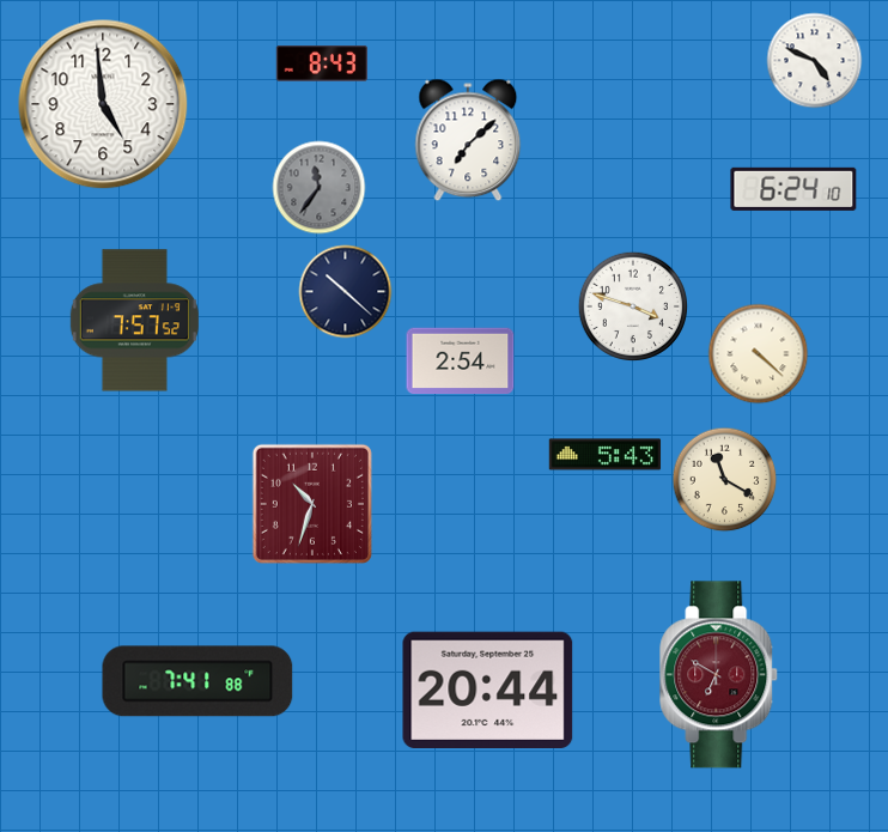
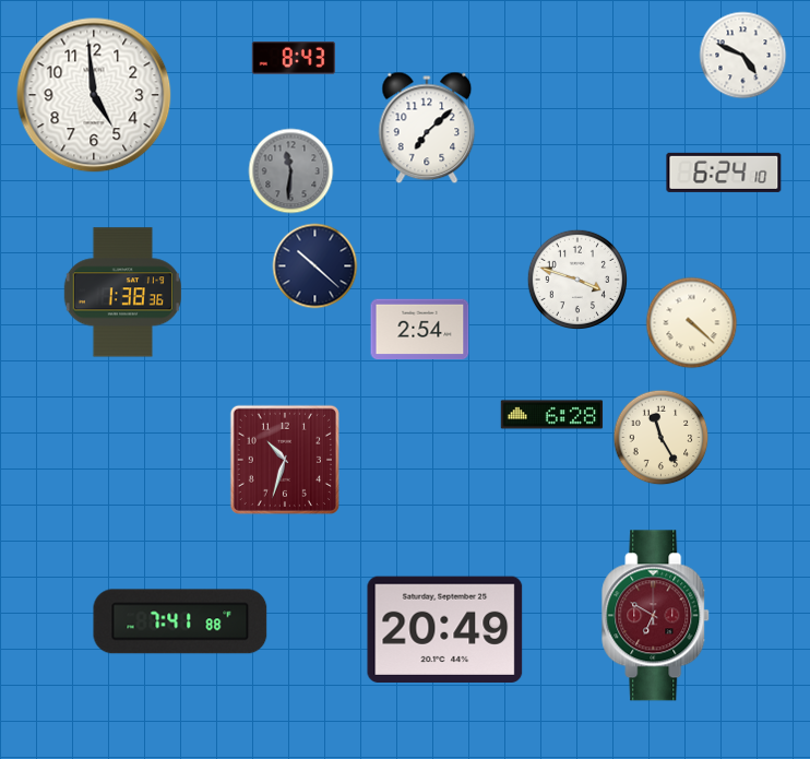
clock at (320, 188): 11:36 -> 11:31
clock at (134, 321): 7:57 -> 1:38
clock at (606, 455): 5:43 -> 6:28
clock at (725, 480): 11:20 -> 11:25
clock at (488, 690): 20:44 -> 20:49
